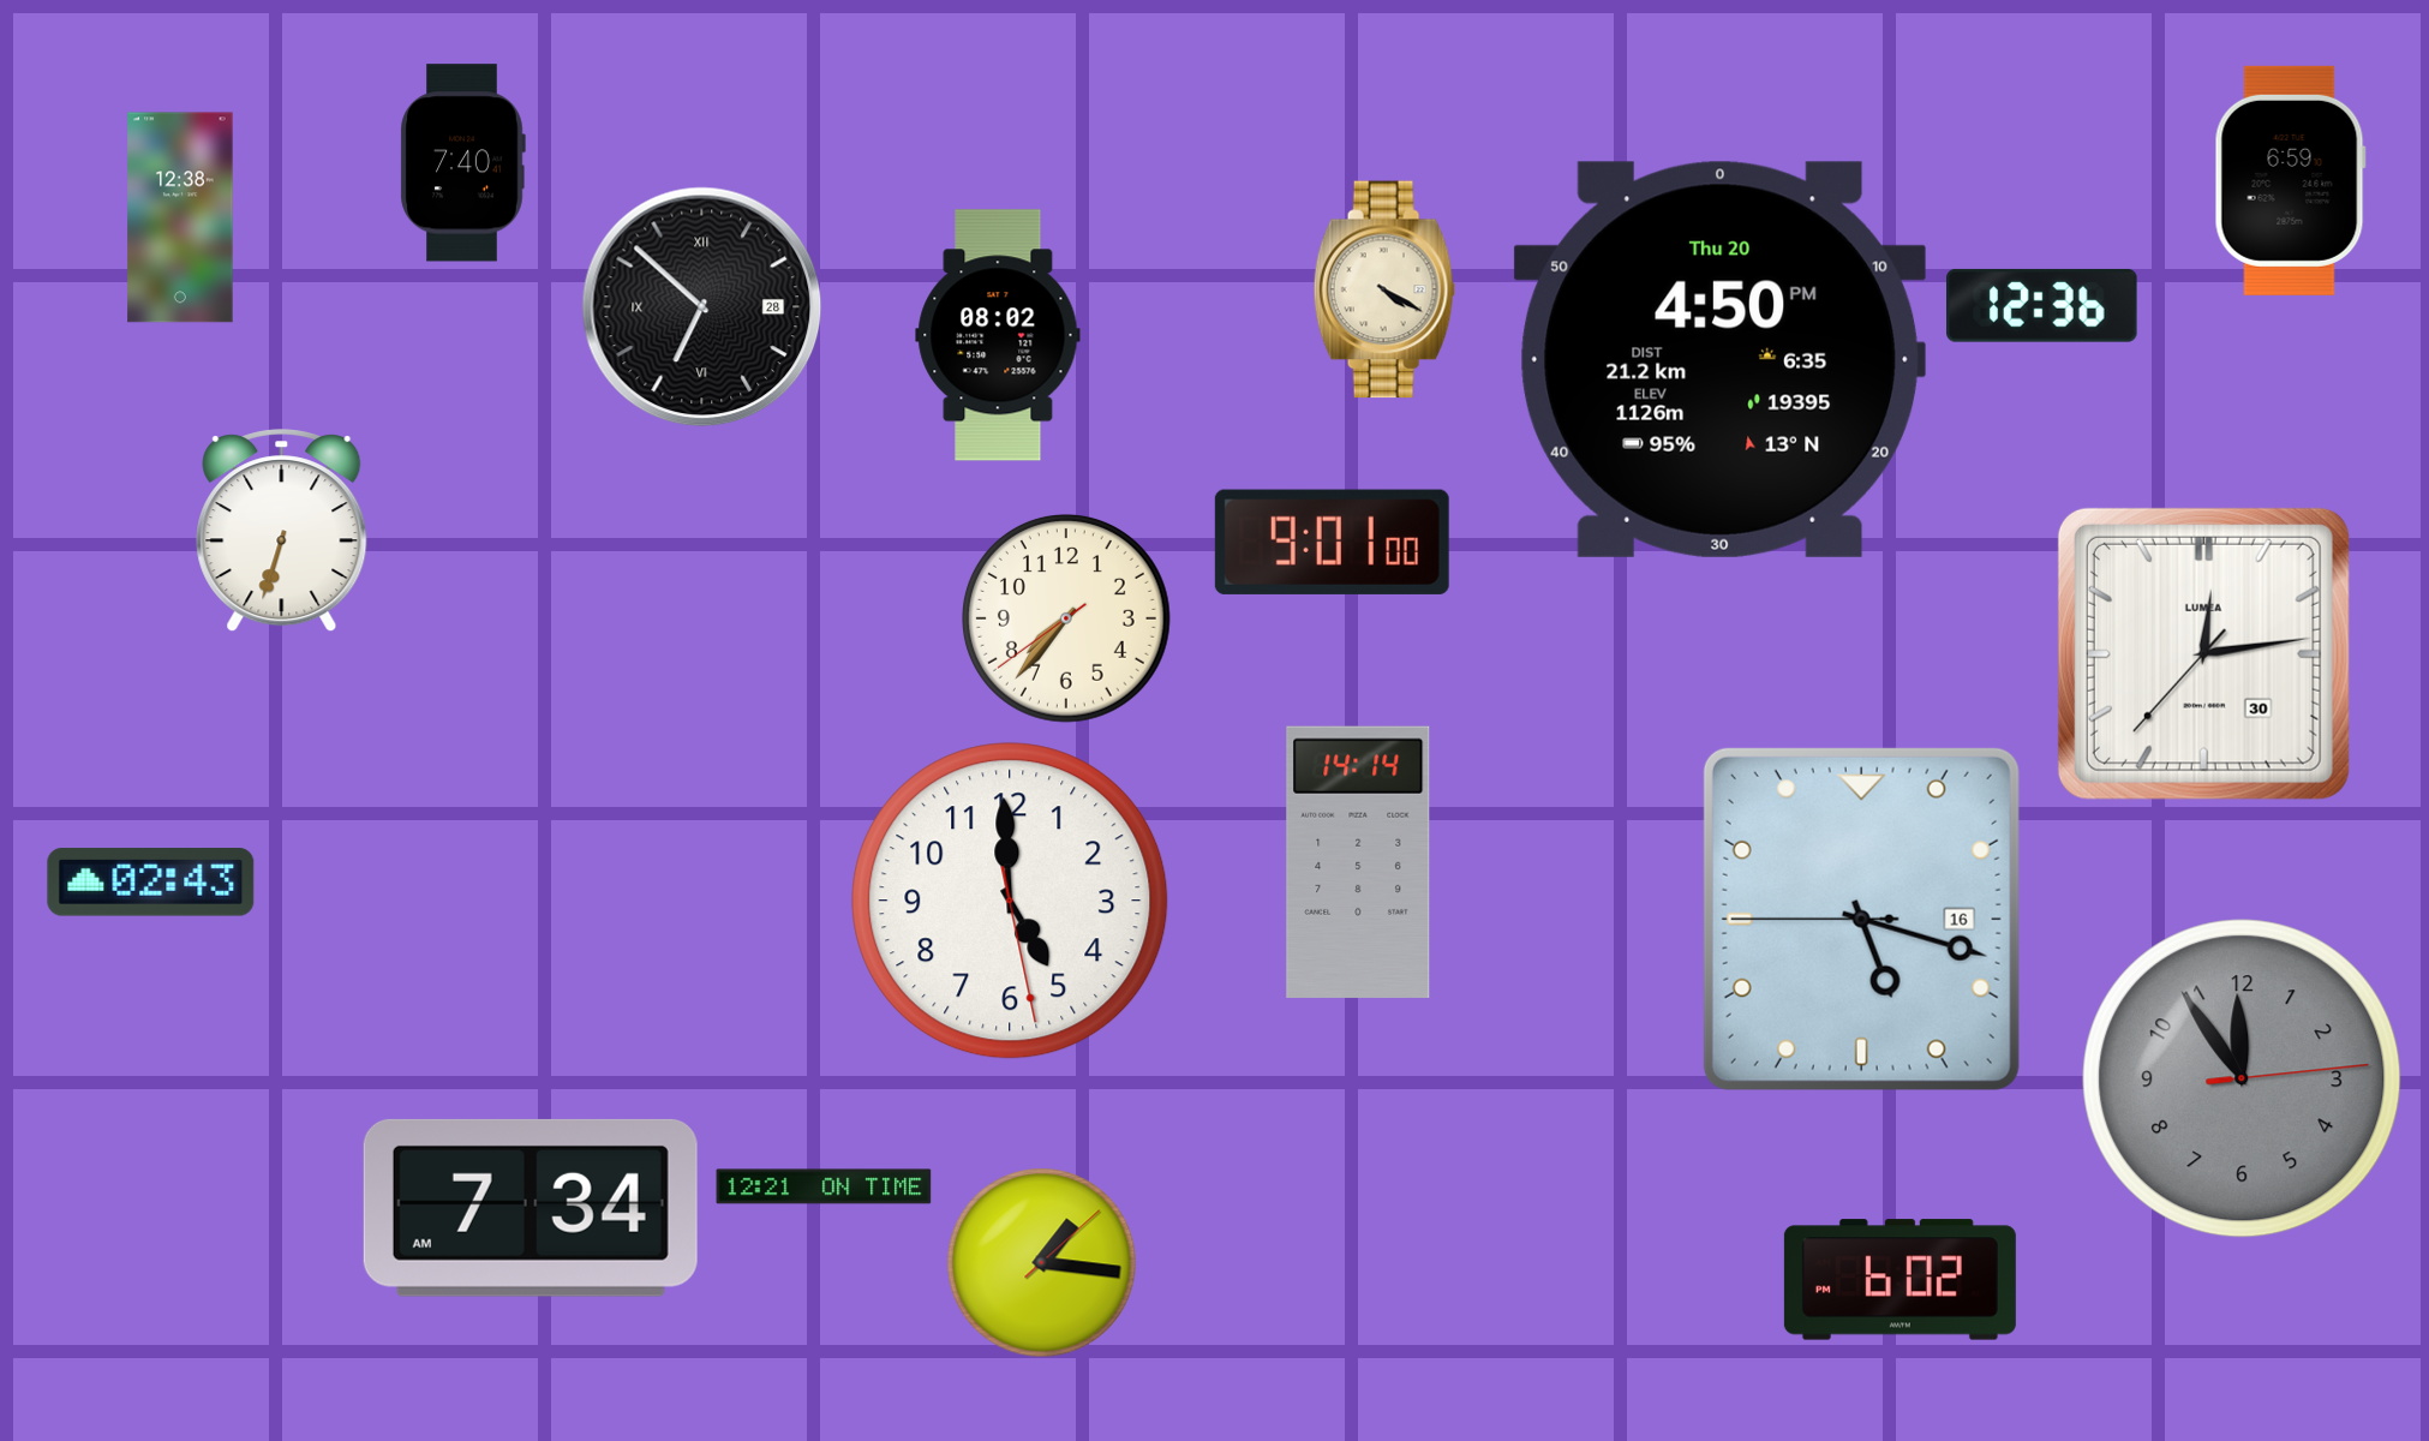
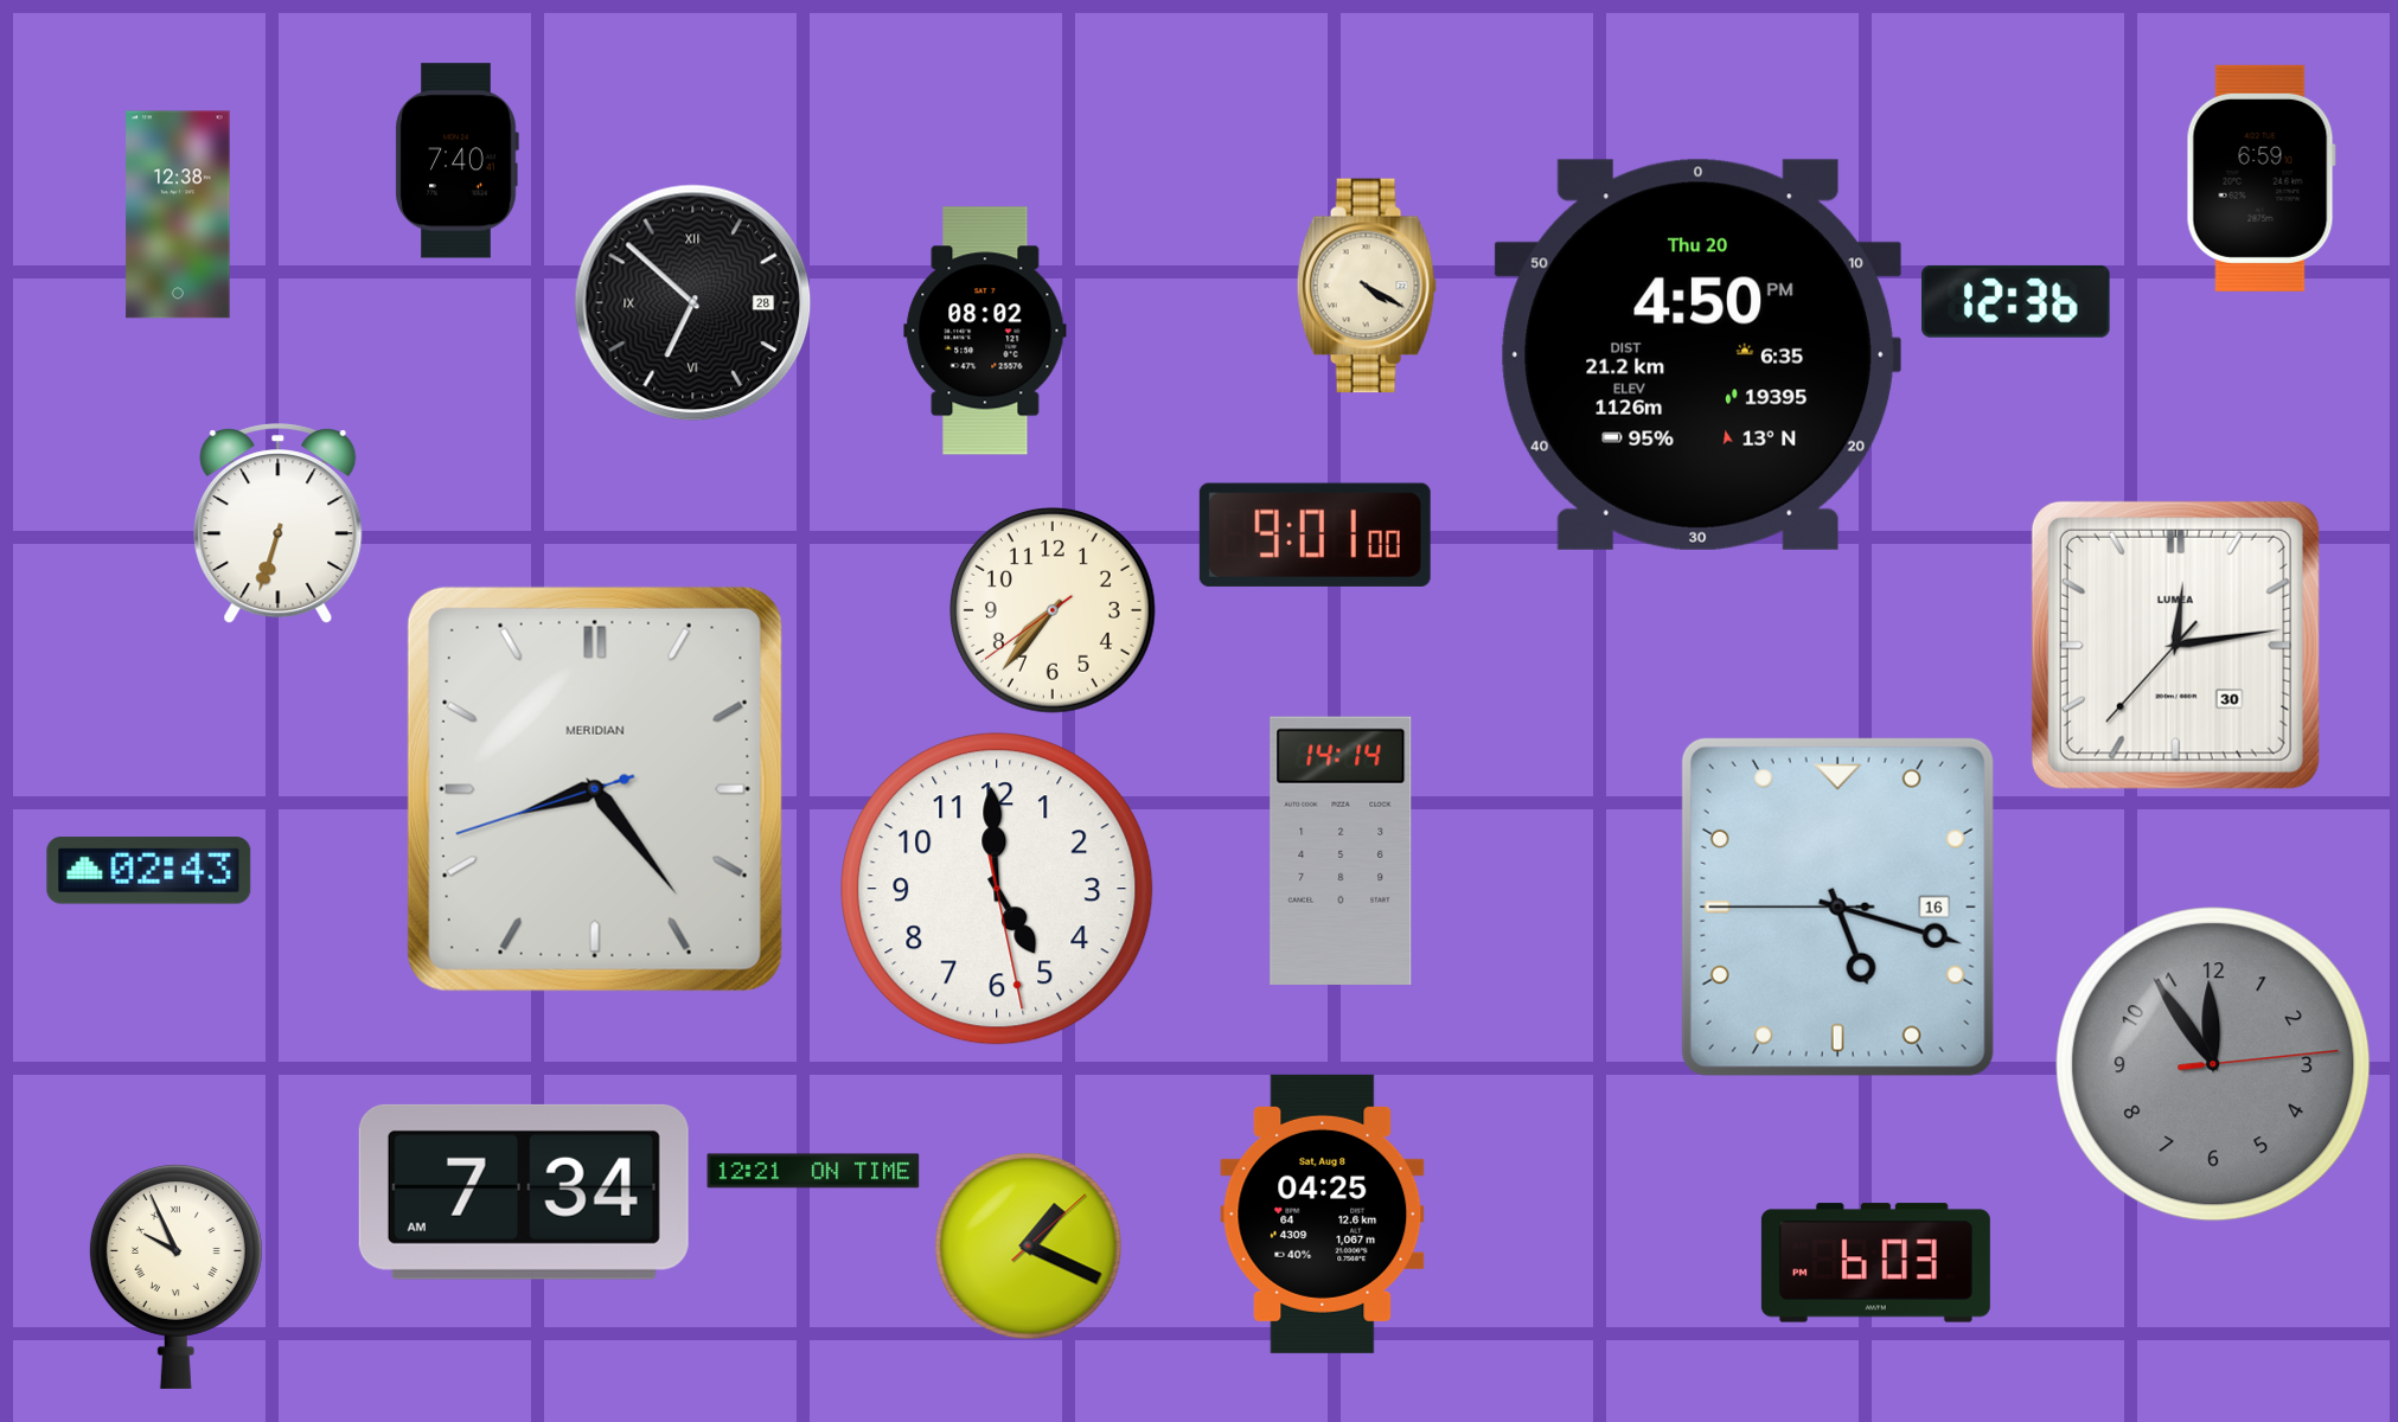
clock at (595, 789): none -> 8:23
clock at (1323, 1213): none -> 04:25
clock at (1042, 1263): 1:16 -> 1:19
clock at (1899, 1280): 6:02 -> 6:03
clock at (175, 1276): none -> 9:56
